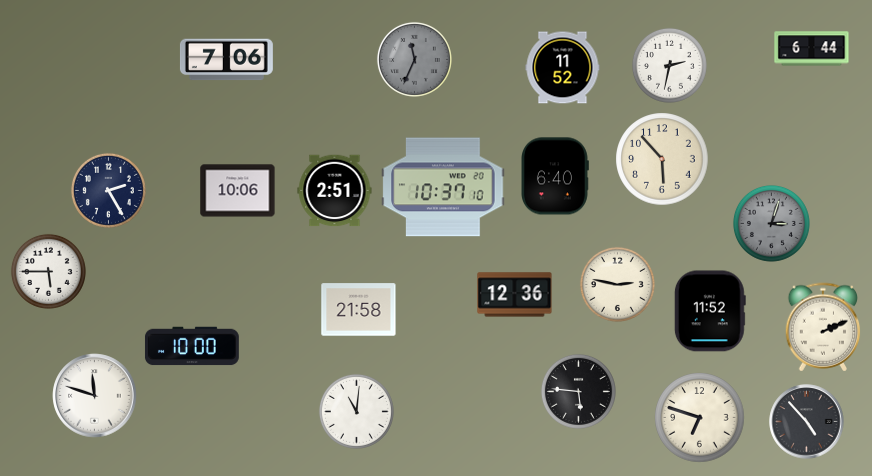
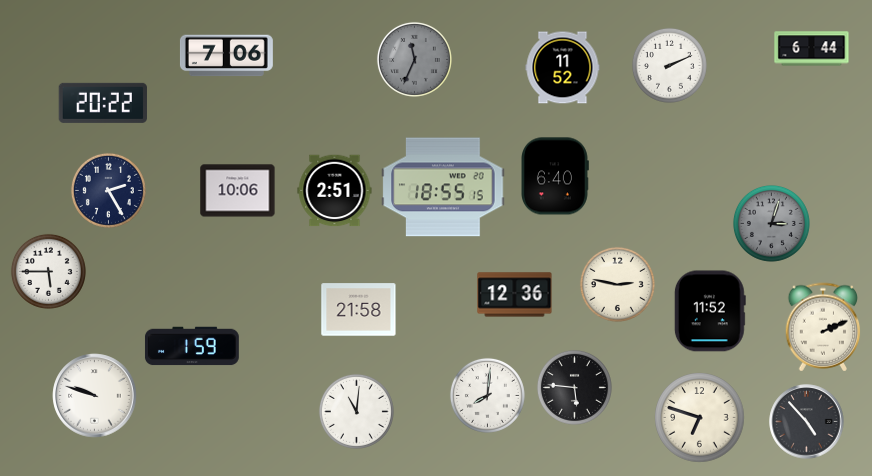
clock at (226, 60) position: (226, 60) -> (226, 56)
clock at (669, 65): 2:32 -> 2:11
clock at (102, 103): none -> 20:22
clock at (662, 159): 5:53 -> none
clock at (443, 187): 10:37 -> 18:55
clock at (192, 346): 10:00 -> 1:59
clock at (578, 391) position: (578, 391) -> (574, 387)
clock at (487, 395): none -> 8:01
clock at (95, 396): 11:48 -> 9:48
